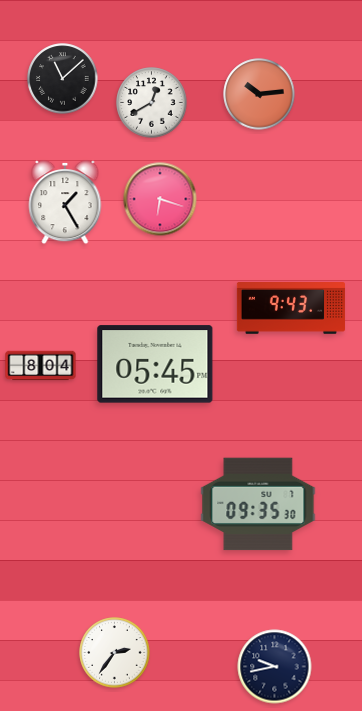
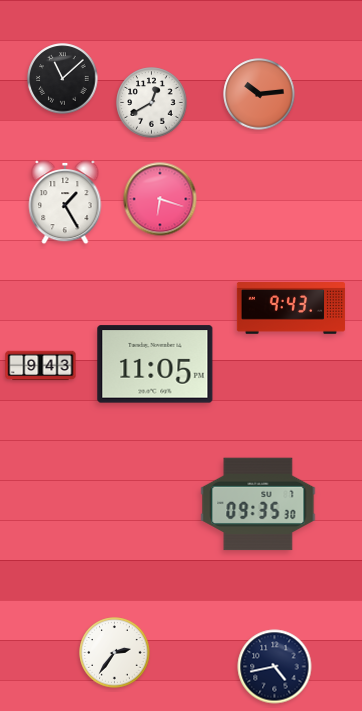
clock at (155, 364): 05:45 -> 11:05
clock at (41, 366): 8:04 -> 9:43
clock at (275, 667): 9:43 -> 4:43
